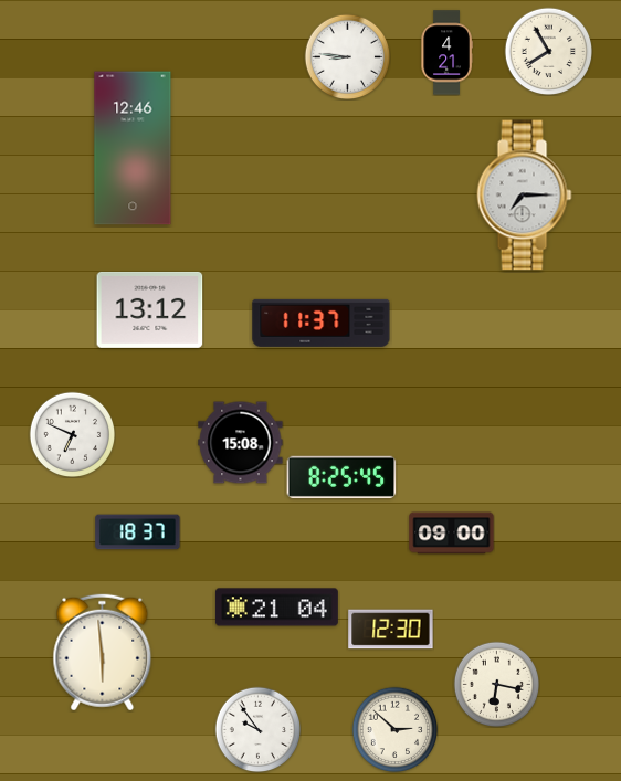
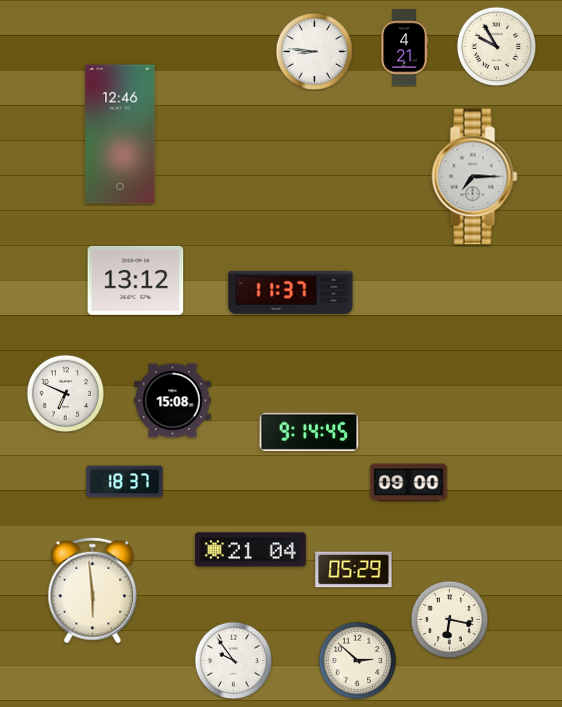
clock at (548, 51): 7:55 -> 9:55
clock at (241, 443) position: (241, 443) -> (173, 401)
clock at (341, 477): 8:25 -> 9:14
clock at (391, 630): 12:30 -> 05:29
